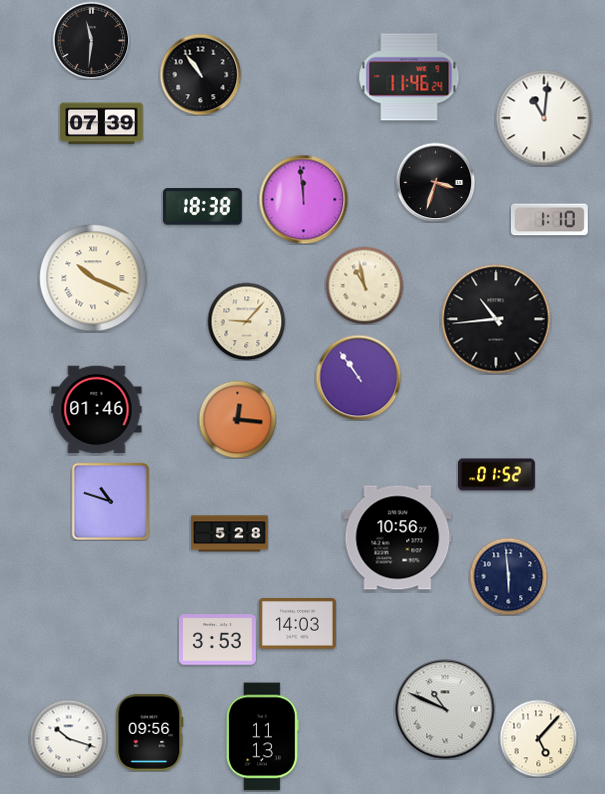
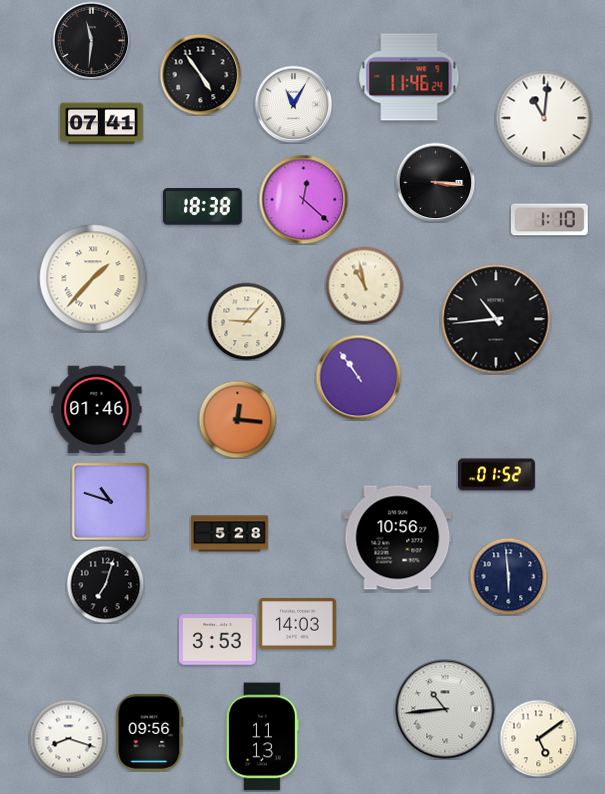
clock at (200, 74): 10:54 -> 4:54
clock at (293, 104): none -> 11:05
clock at (102, 124): 07:39 -> 07:41
clock at (435, 182): 3:33 -> 3:16
clock at (303, 199): 11:59 -> 12:22
clock at (93, 278): 10:19 -> 1:37
clock at (105, 584): none -> 7:03
clock at (445, 709): 10:49 -> 10:44
clock at (68, 738): 10:18 -> 8:18
clock at (538, 738): 5:07 -> 5:09
